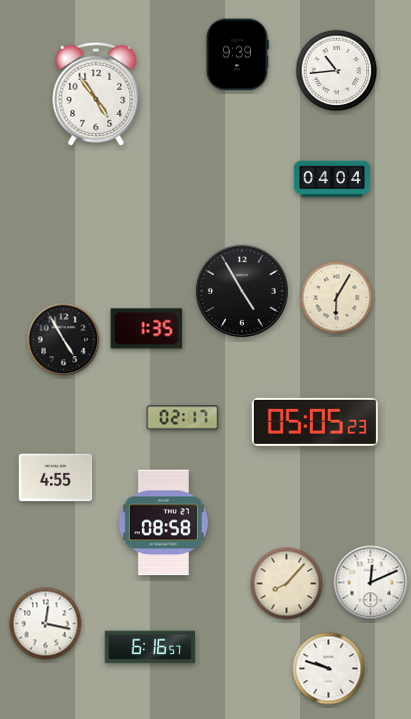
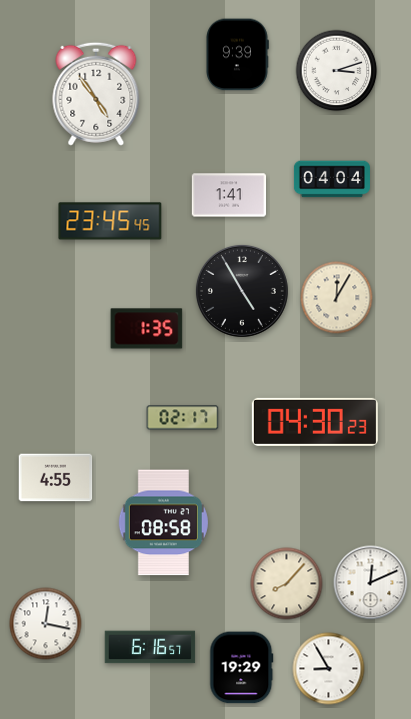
clock at (337, 71): 10:44 -> 3:12
clock at (229, 195): none -> 1:41
clock at (110, 221): none -> 23:45
clock at (337, 298): 6:05 -> 12:05
clock at (64, 340): 4:55 -> none
clock at (315, 422): 05:05 -> 04:30
clock at (242, 668): none -> 19:29
clock at (329, 669): 9:48 -> 8:55
